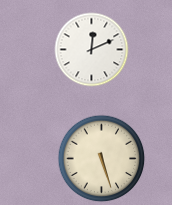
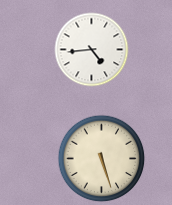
clock at (92, 50): 12:11 -> 4:44
